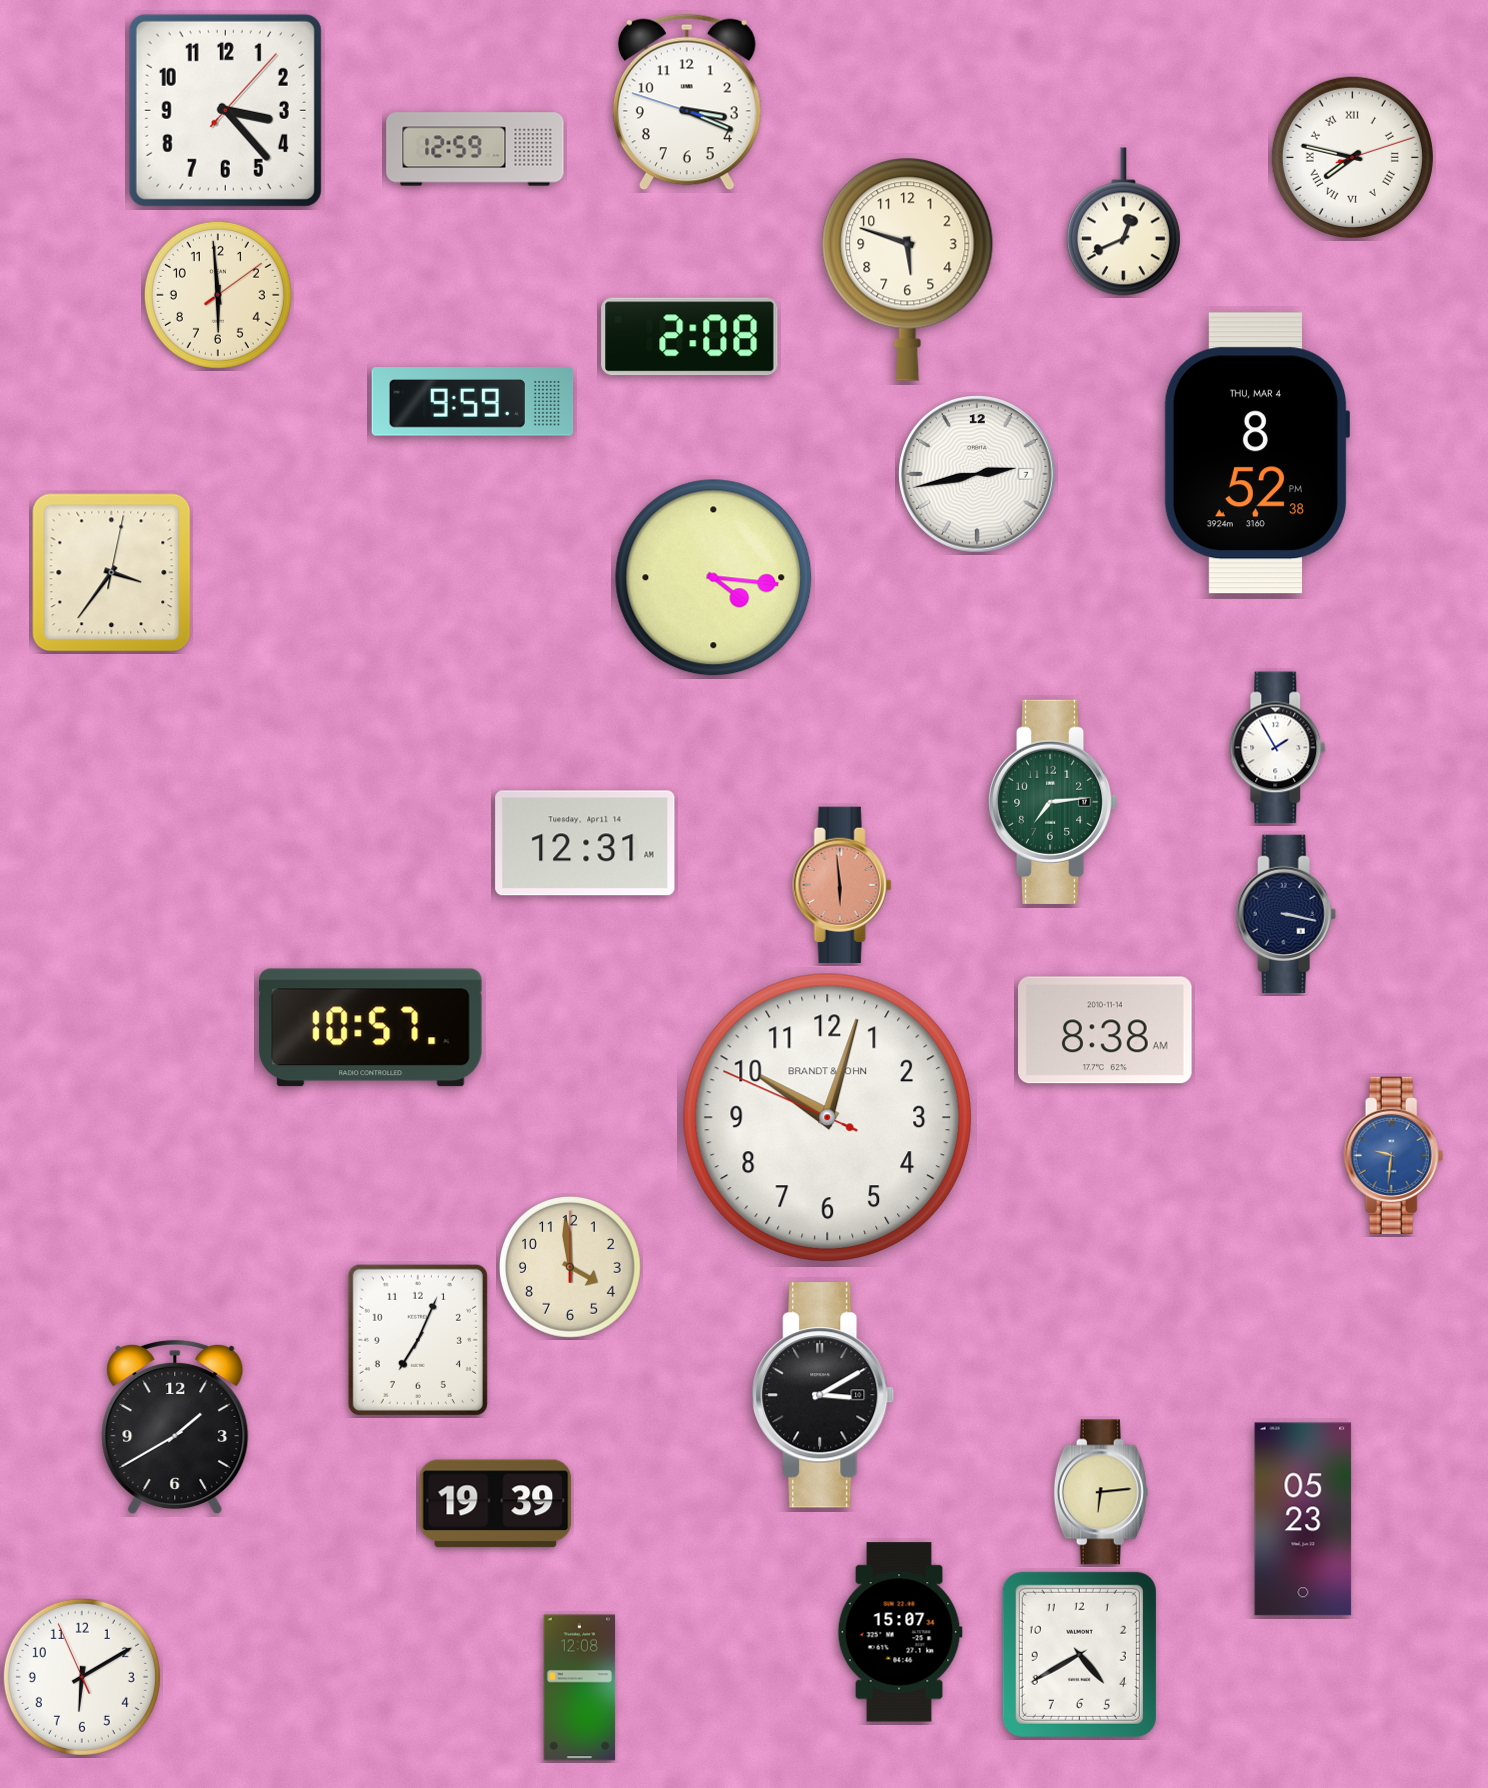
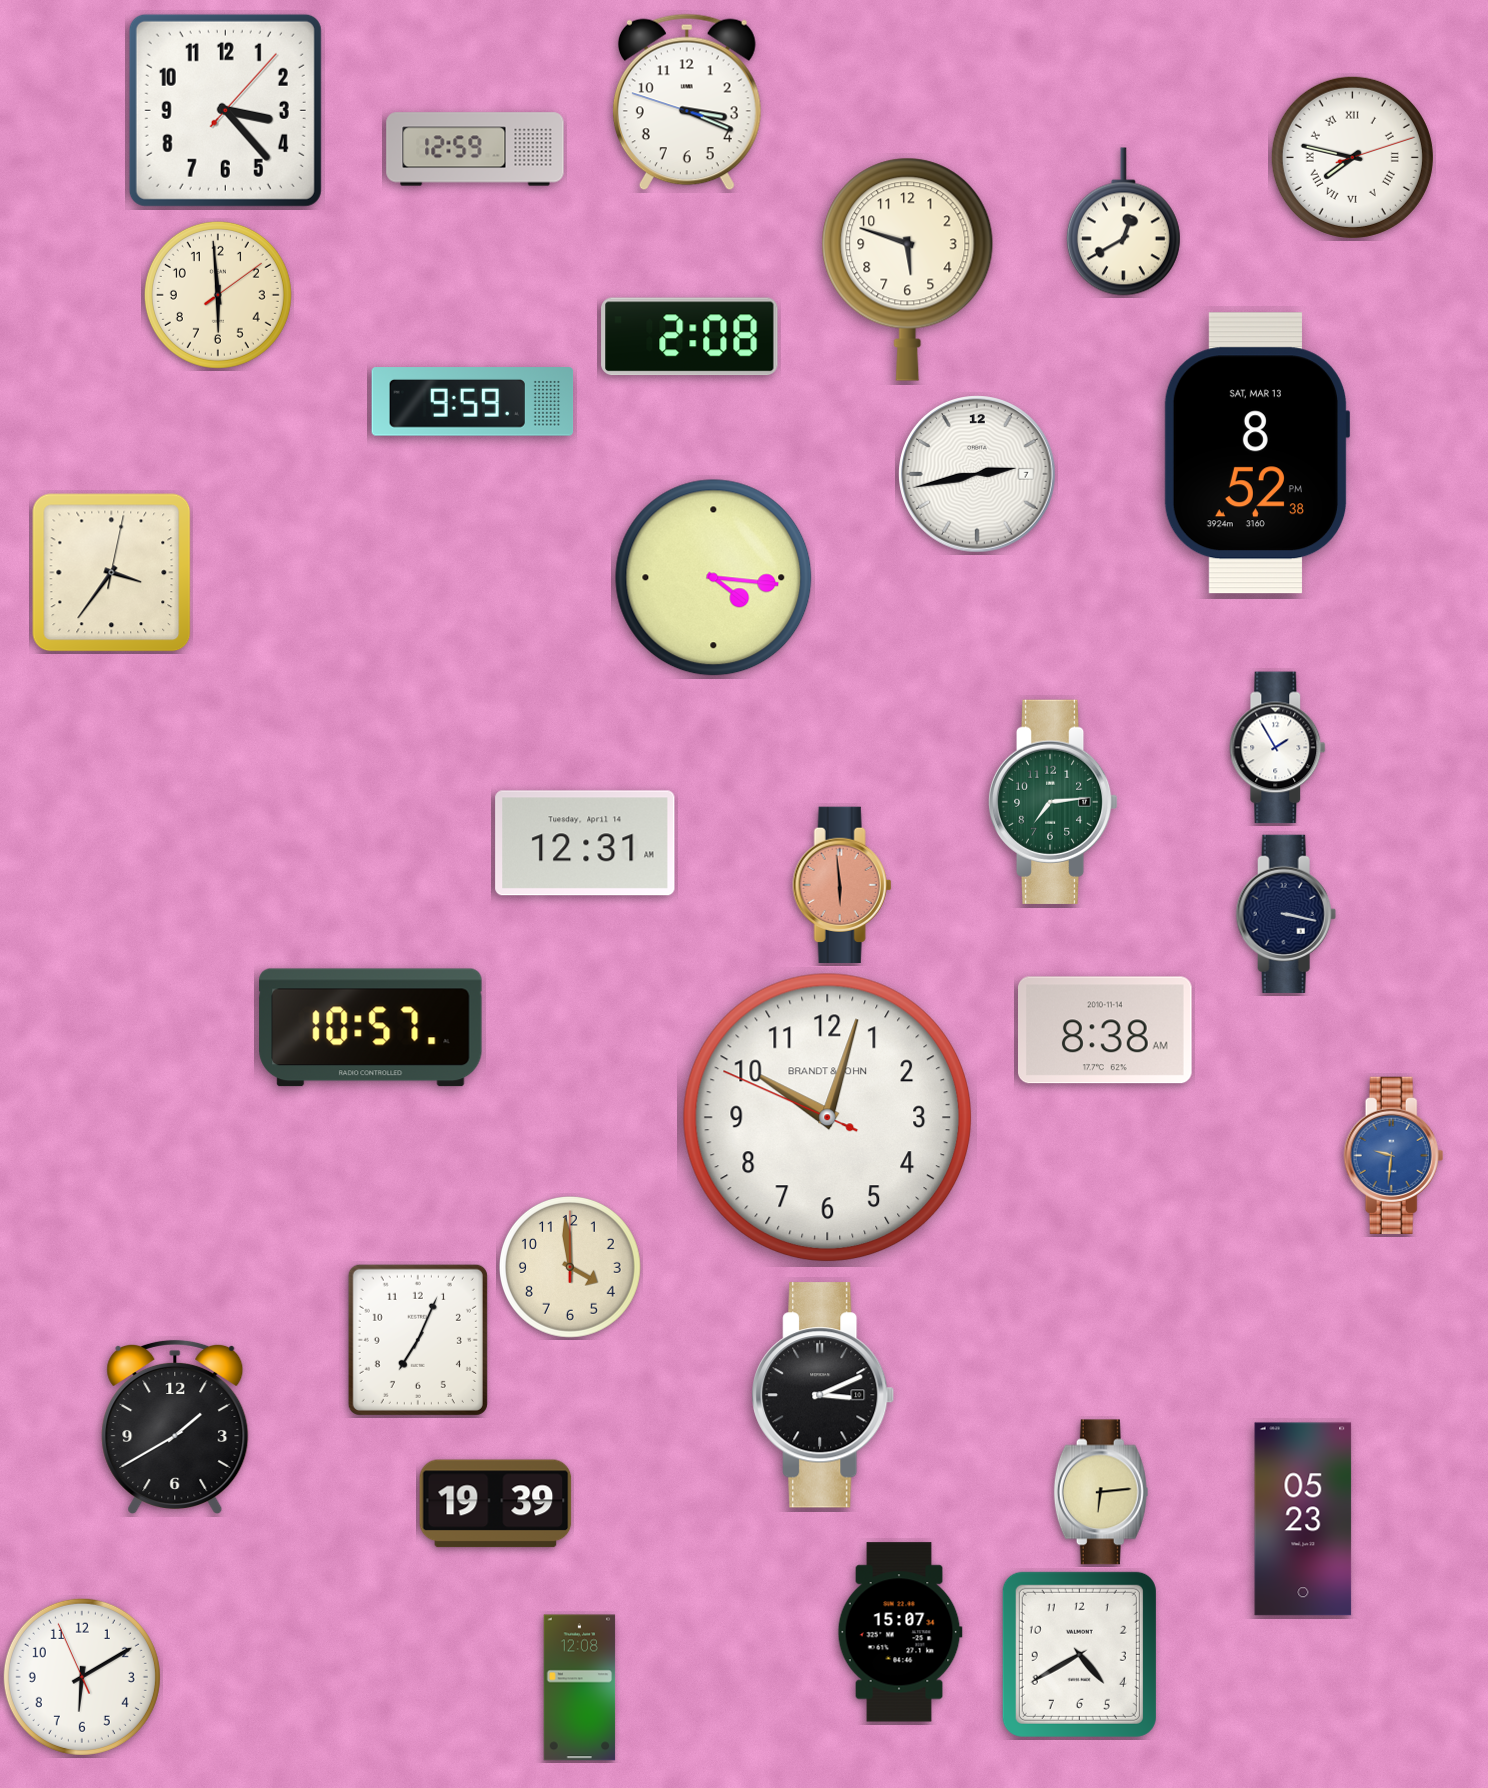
clock at (1123, 222): 12:41 -> 12:40
clock at (1257, 453) date: THU, MAR 4 -> SAT, MAR 13
clock at (823, 1395): 3:10 -> 3:11
